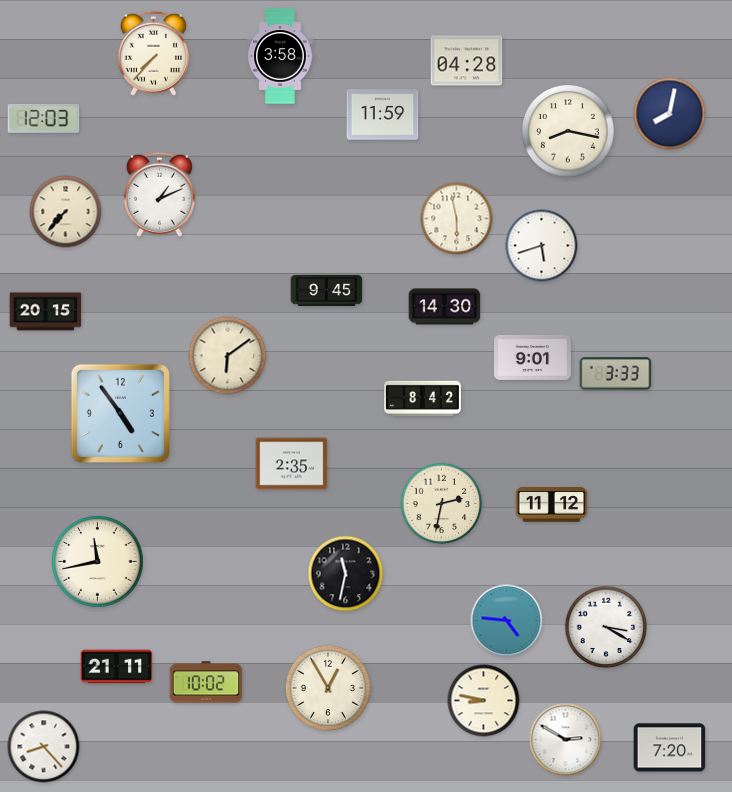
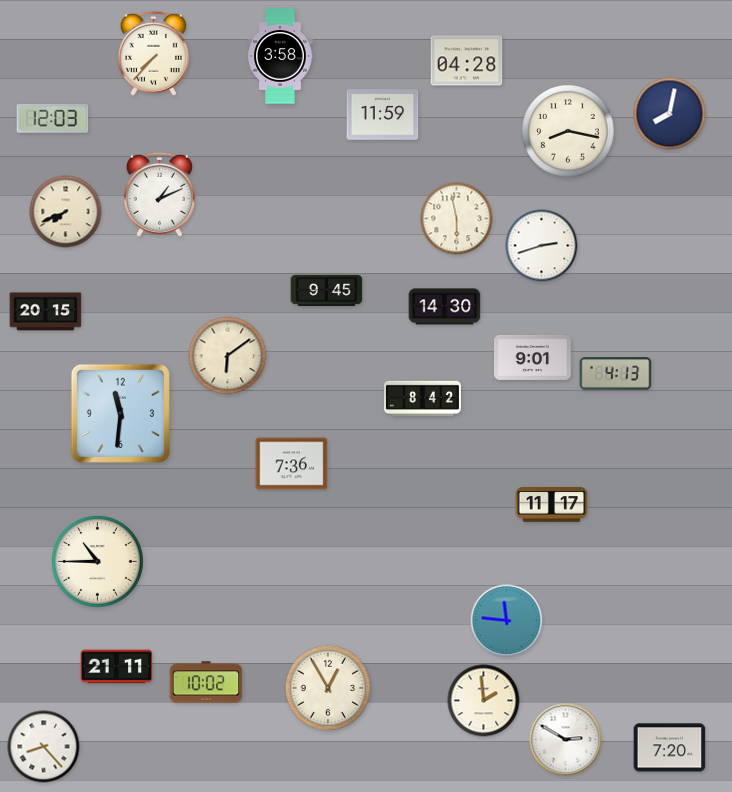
clock at (44, 119) position: (44, 119) -> (53, 119)
clock at (66, 212): 7:37 -> 7:41
clock at (542, 246): 5:42 -> 2:42
clock at (616, 374): 3:33 -> 4:13
clock at (120, 413): 4:54 -> 11:31
clock at (292, 464): 2:35 -> 7:36
clock at (442, 504): 2:32 -> none
clock at (552, 505): 11:12 -> 11:17
clock at (98, 562): 11:43 -> 10:45
clock at (346, 574): 11:32 -> none
clock at (507, 621): 4:46 -> 11:46
clock at (606, 627): 3:20 -> none
clock at (484, 701): 8:47 -> 1:59
